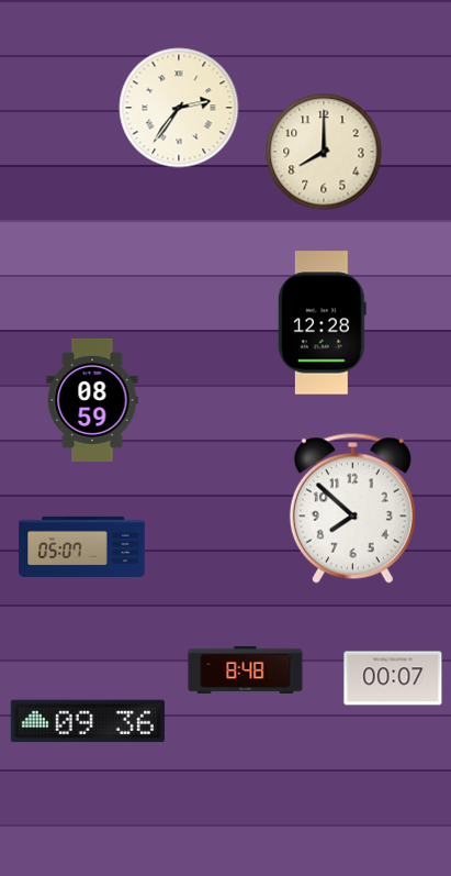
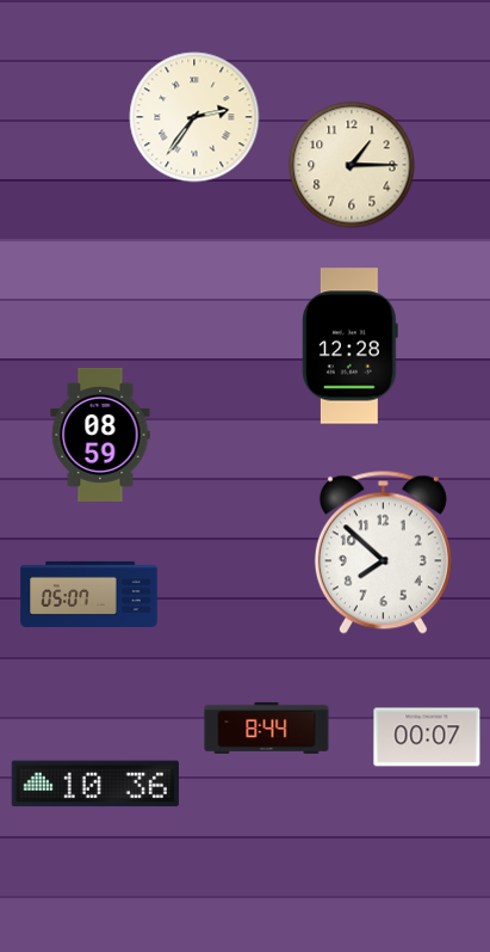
clock at (324, 152): 8:00 -> 1:15
clock at (322, 323) position: (322, 323) -> (349, 346)
clock at (246, 669): 8:48 -> 8:44
clock at (88, 721): 09:36 -> 10:36
